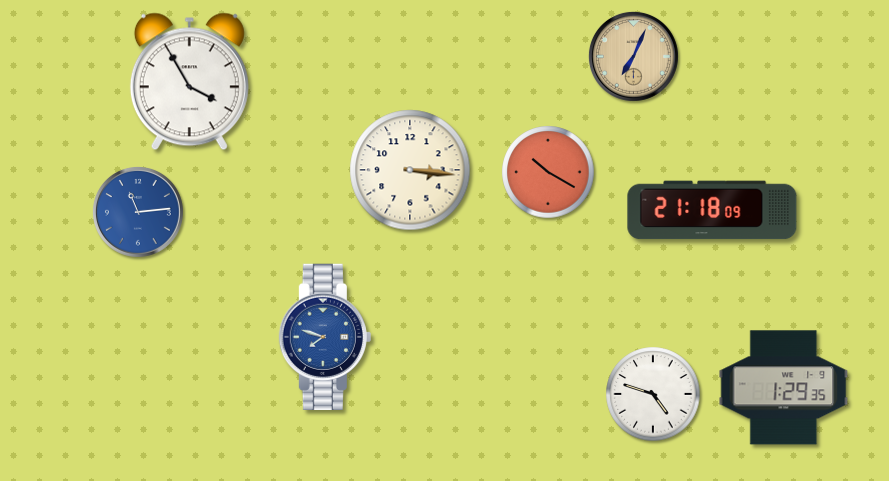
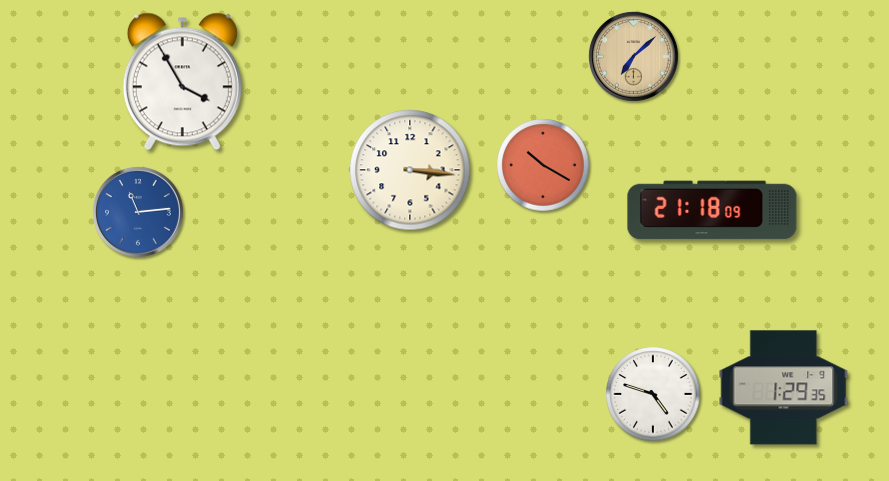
clock at (633, 56): 7:04 -> 7:08
clock at (189, 82) position: (189, 82) -> (182, 82)
clock at (548, 172) position: (548, 172) -> (543, 165)
clock at (325, 336): 7:48 -> none
